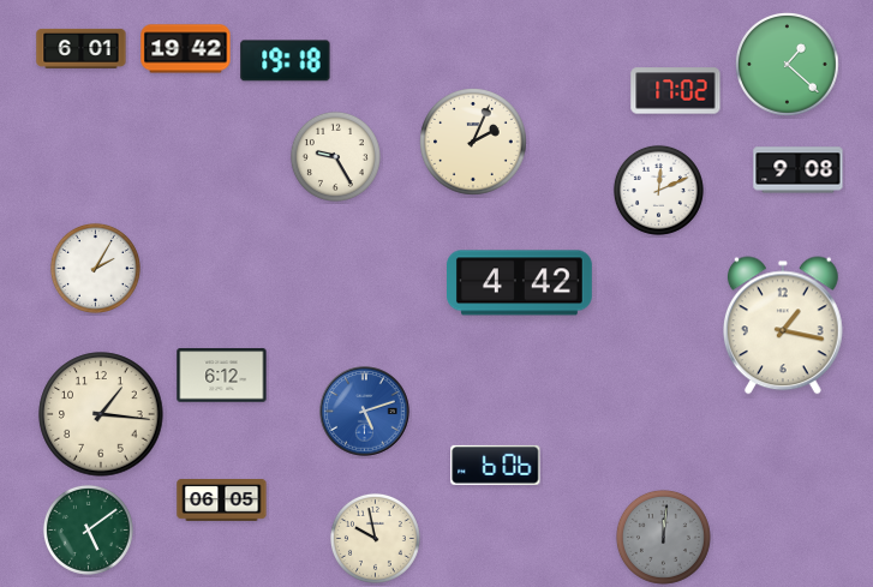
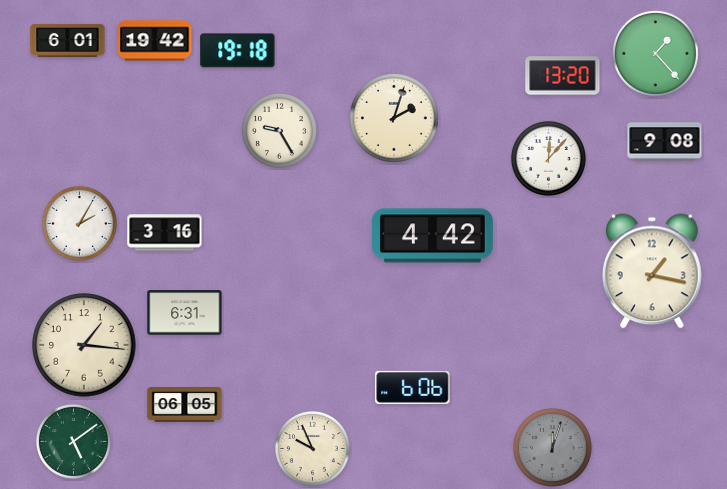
clock at (788, 65): 1:22 -> 1:23
clock at (676, 91): 17:02 -> 13:20
clock at (474, 143): 2:04 -> 2:03
clock at (658, 190): 12:11 -> 12:07
clock at (165, 233): none -> 3:16
clock at (222, 376): 6:12 -> 6:31
clock at (365, 412): 5:12 -> none
clock at (222, 501) position: (222, 501) -> (185, 405)
clock at (663, 537): 12:01 -> 12:03
clock at (375, 538): 9:58 -> 9:56
